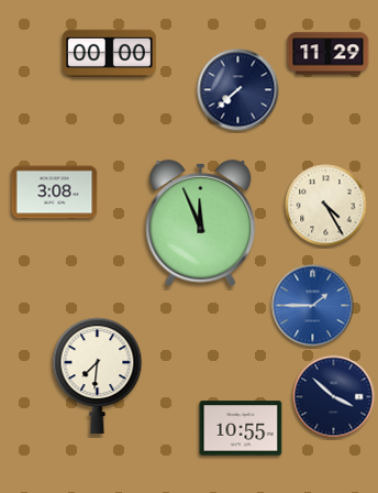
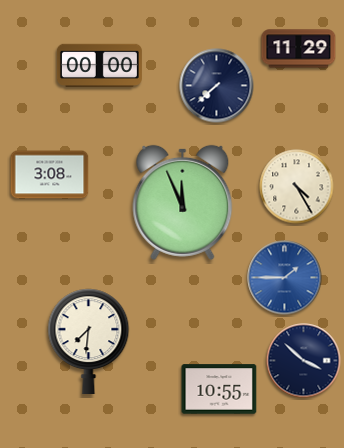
clock at (109, 53) position: (109, 53) -> (99, 65)
clock at (238, 90) position: (238, 90) -> (217, 86)
